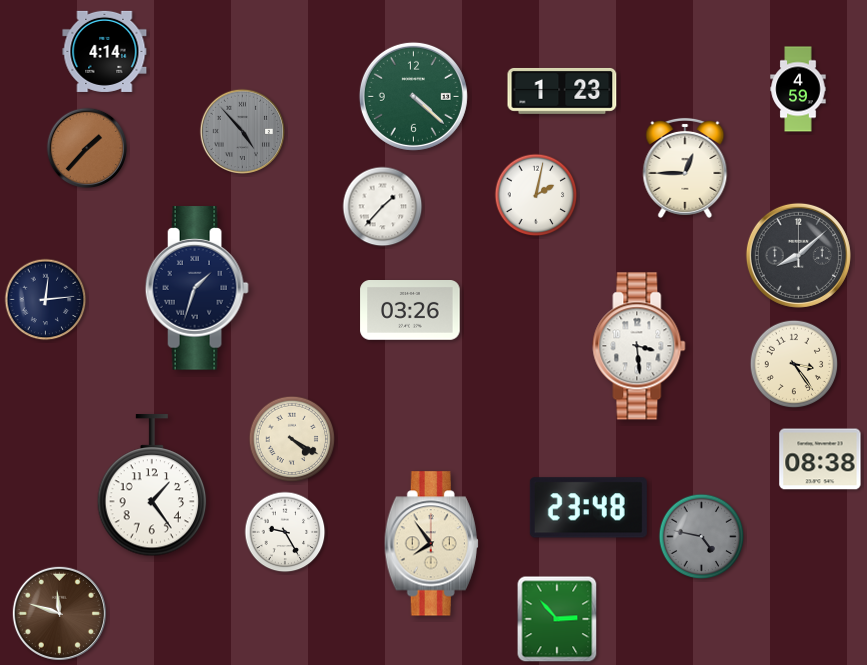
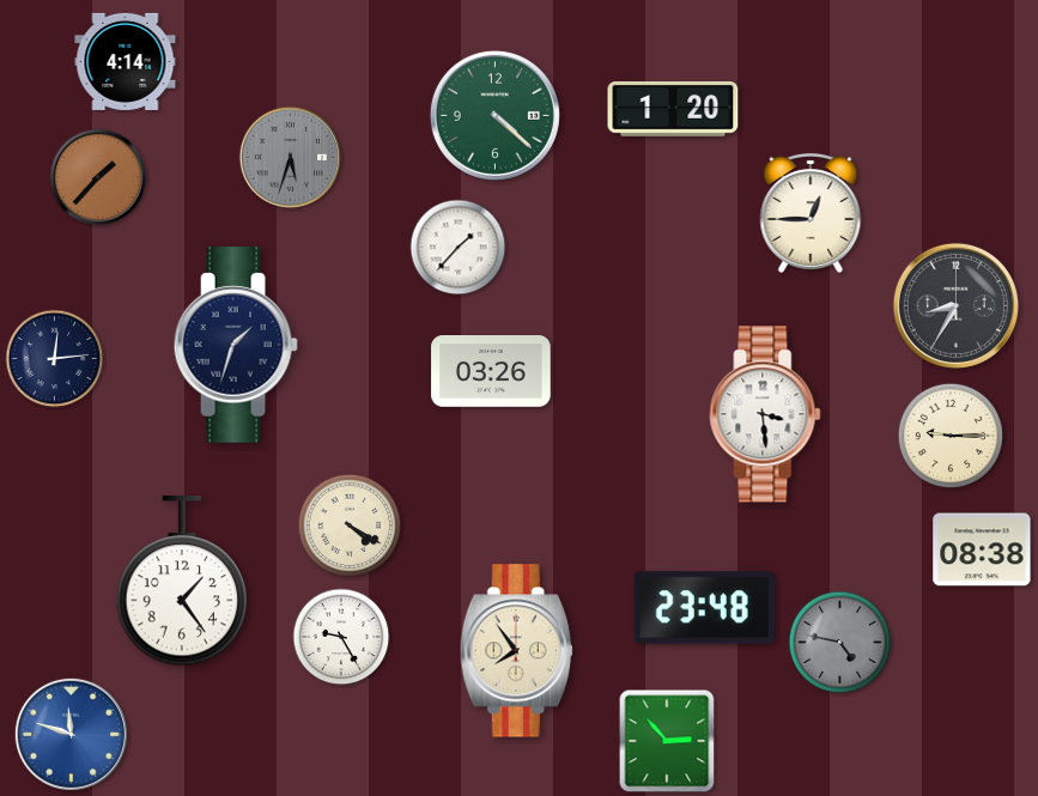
clock at (798, 89): 4:59 -> none
clock at (562, 91): 1:23 -> 1:20
clock at (242, 132): 4:53 -> 5:33
clock at (87, 148) position: (87, 148) -> (98, 177)
clock at (685, 168) position: (685, 168) -> (811, 213)
clock at (536, 195): 2:02 -> none
clock at (798, 255): 8:08 -> 8:35
clock at (794, 364): 3:24 -> 9:15
clock at (59, 613) dial: brown -> blue
